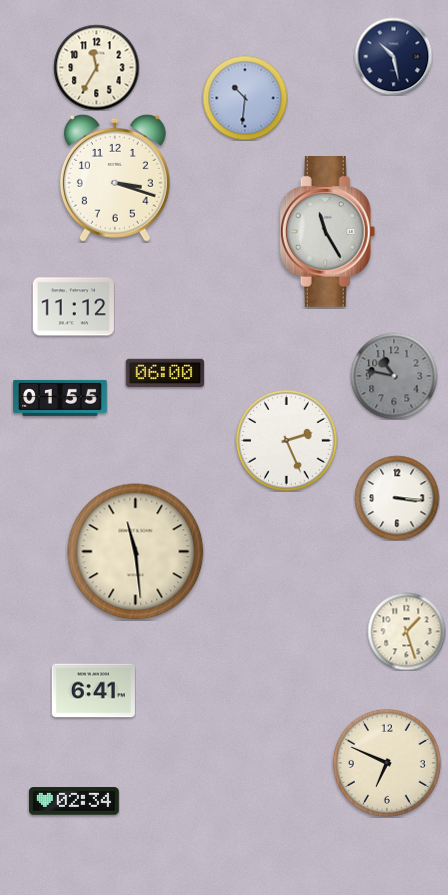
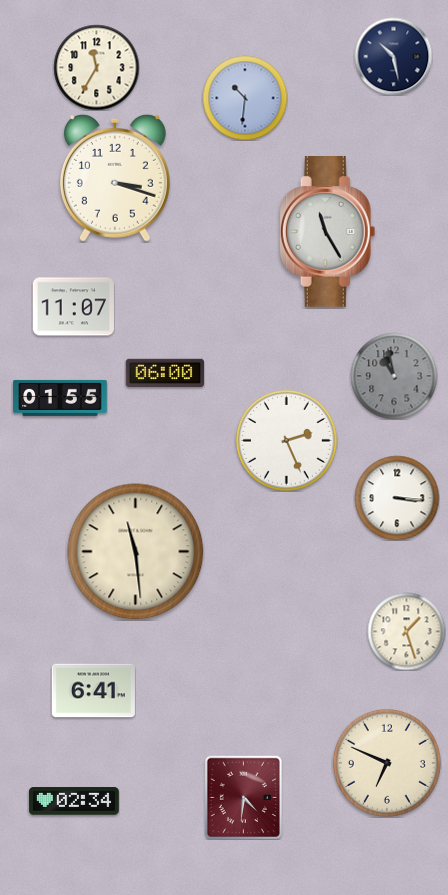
clock at (73, 307): 11:12 -> 11:07
clock at (394, 376): 10:47 -> 10:58
clock at (243, 797): none -> 4:31
